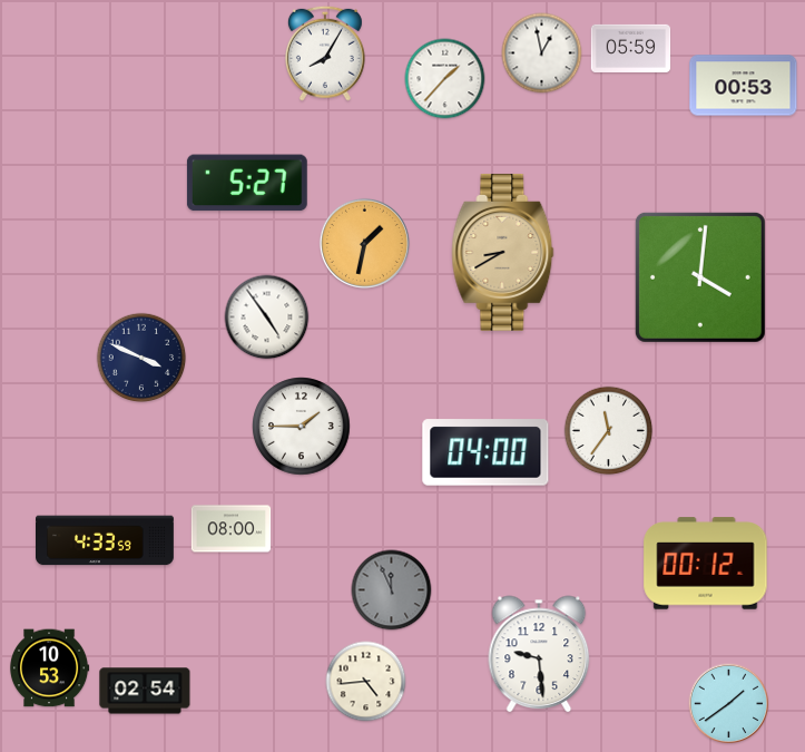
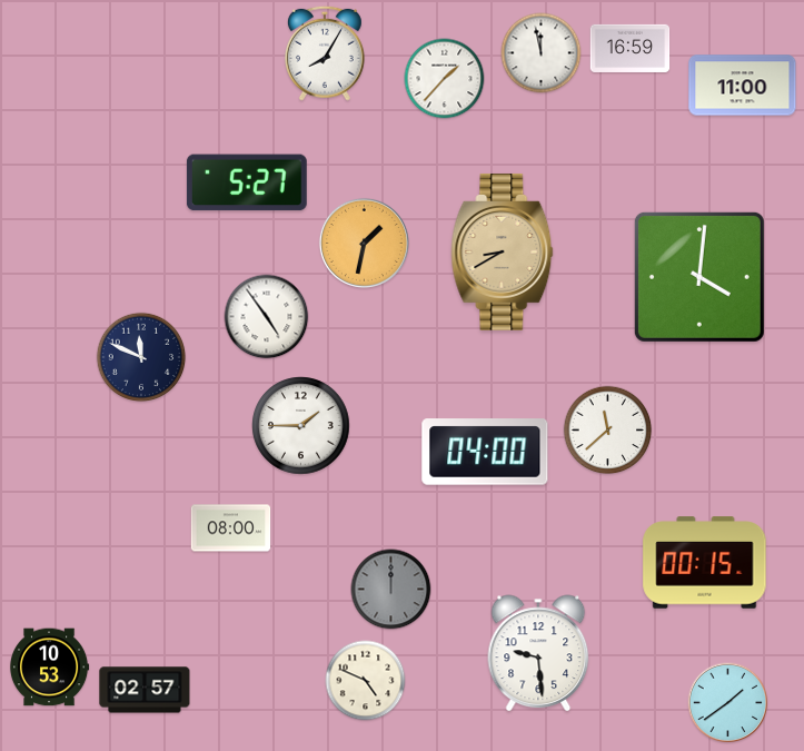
clock at (631, 48): 05:59 -> 16:59
clock at (542, 53): 12:58 -> 11:58
clock at (744, 86): 00:53 -> 11:00
clock at (141, 358): 3:49 -> 11:49
clock at (609, 431): 11:36 -> 11:38
clock at (106, 540): 4:33 -> none
clock at (706, 564): 00:12 -> 00:15
clock at (392, 590): 11:56 -> 12:00
clock at (366, 682): 4:44 -> 4:49
clock at (145, 691): 02:54 -> 02:57
